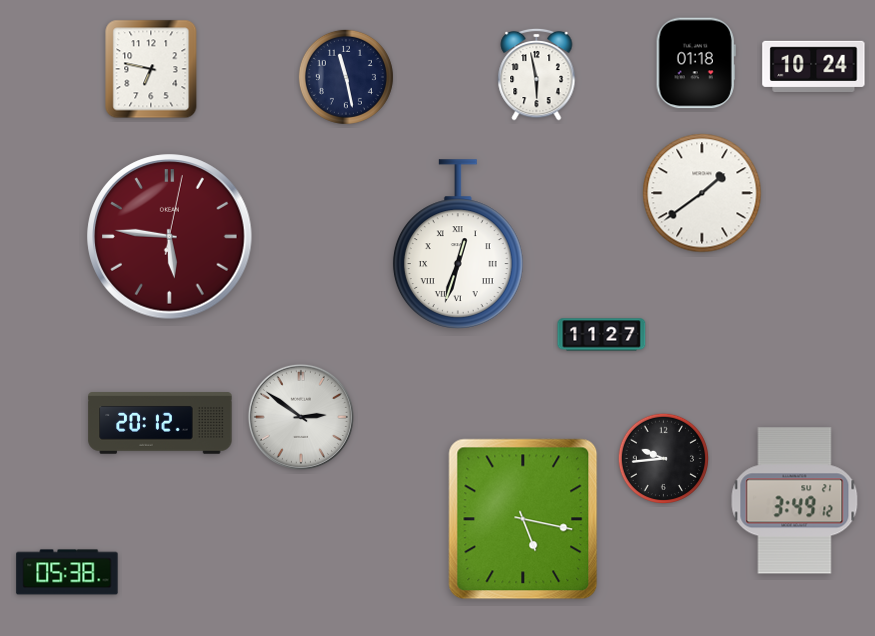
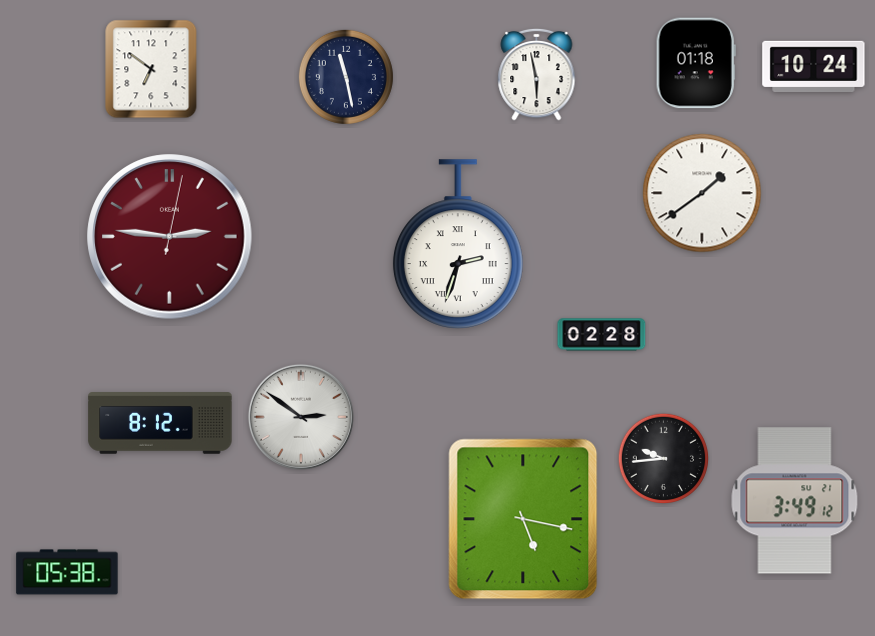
clock at (151, 69): 6:47 -> 6:51
clock at (170, 237): 5:46 -> 2:46
clock at (458, 244): 12:33 -> 2:33
clock at (602, 335): 11:27 -> 02:28
clock at (160, 423): 20:12 -> 8:12
